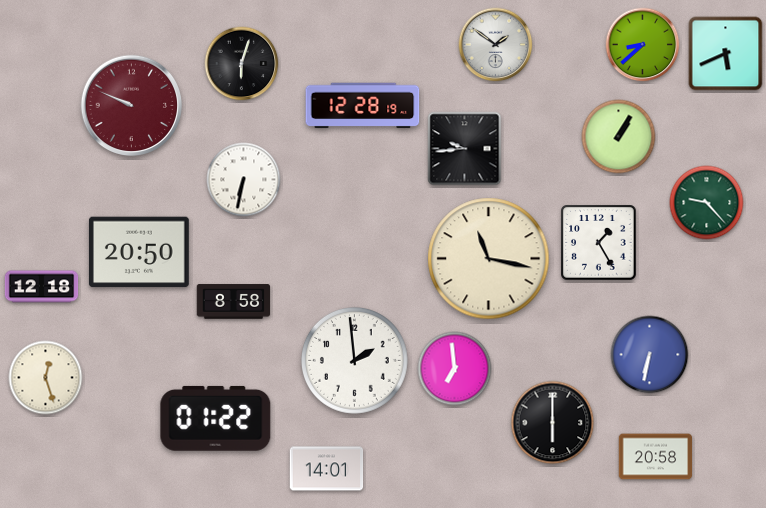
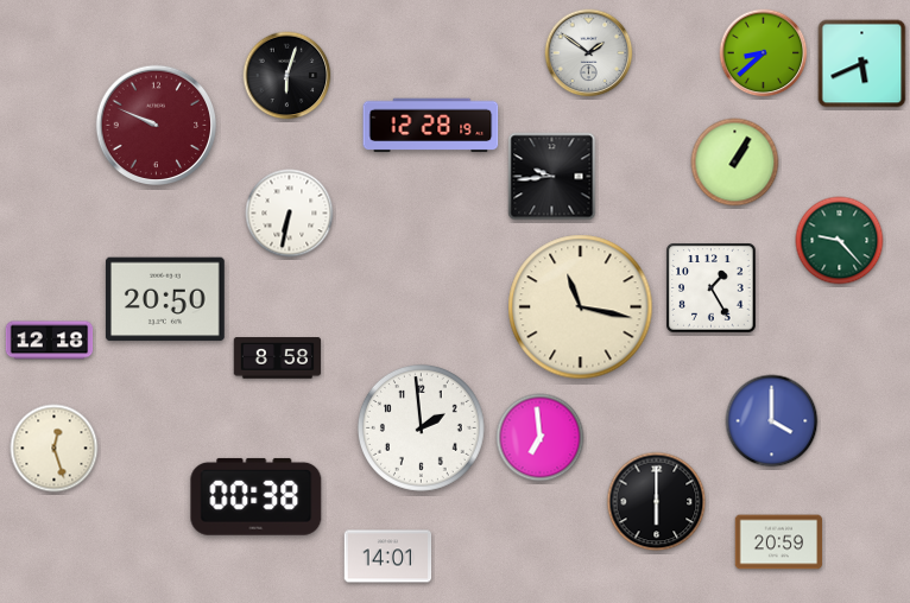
clock at (650, 355): 6:32 -> 4:00
clock at (216, 418): 01:22 -> 00:38
clock at (656, 457): 20:58 -> 20:59
